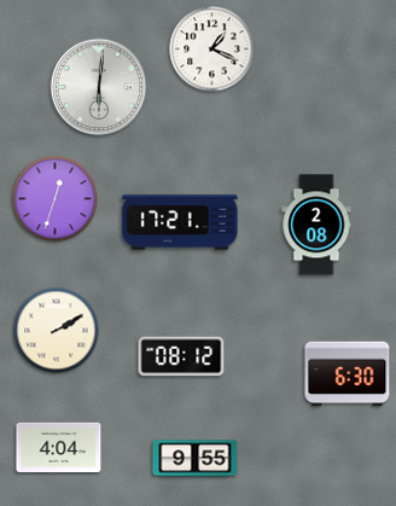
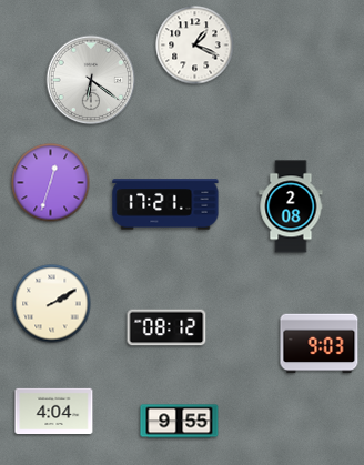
clock at (99, 87): 6:01 -> 6:21
clock at (348, 374): 6:30 -> 9:03
